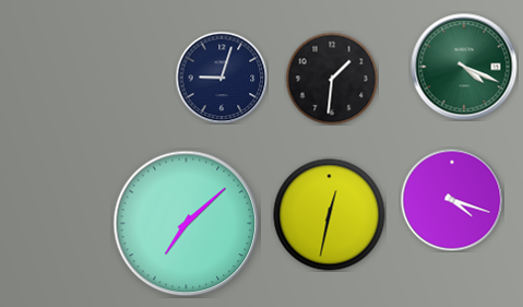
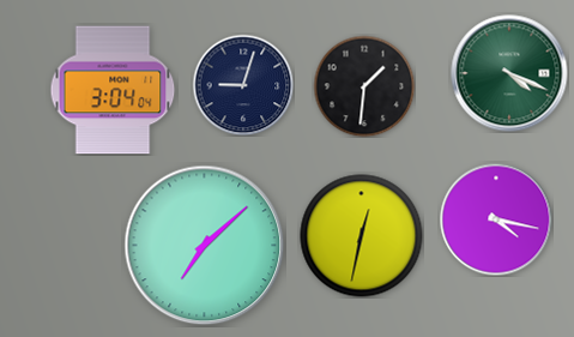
clock at (113, 90): none -> 3:04
clock at (452, 200): 4:18 -> 4:17
